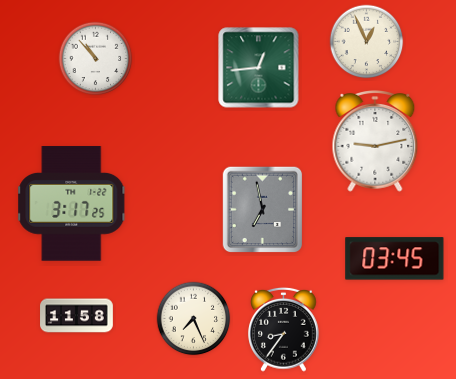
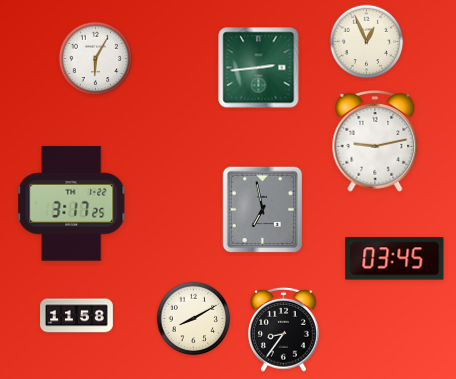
clock at (96, 59): 10:53 -> 6:05
clock at (259, 68): 12:44 -> 2:44
clock at (194, 319): 7:26 -> 8:10
